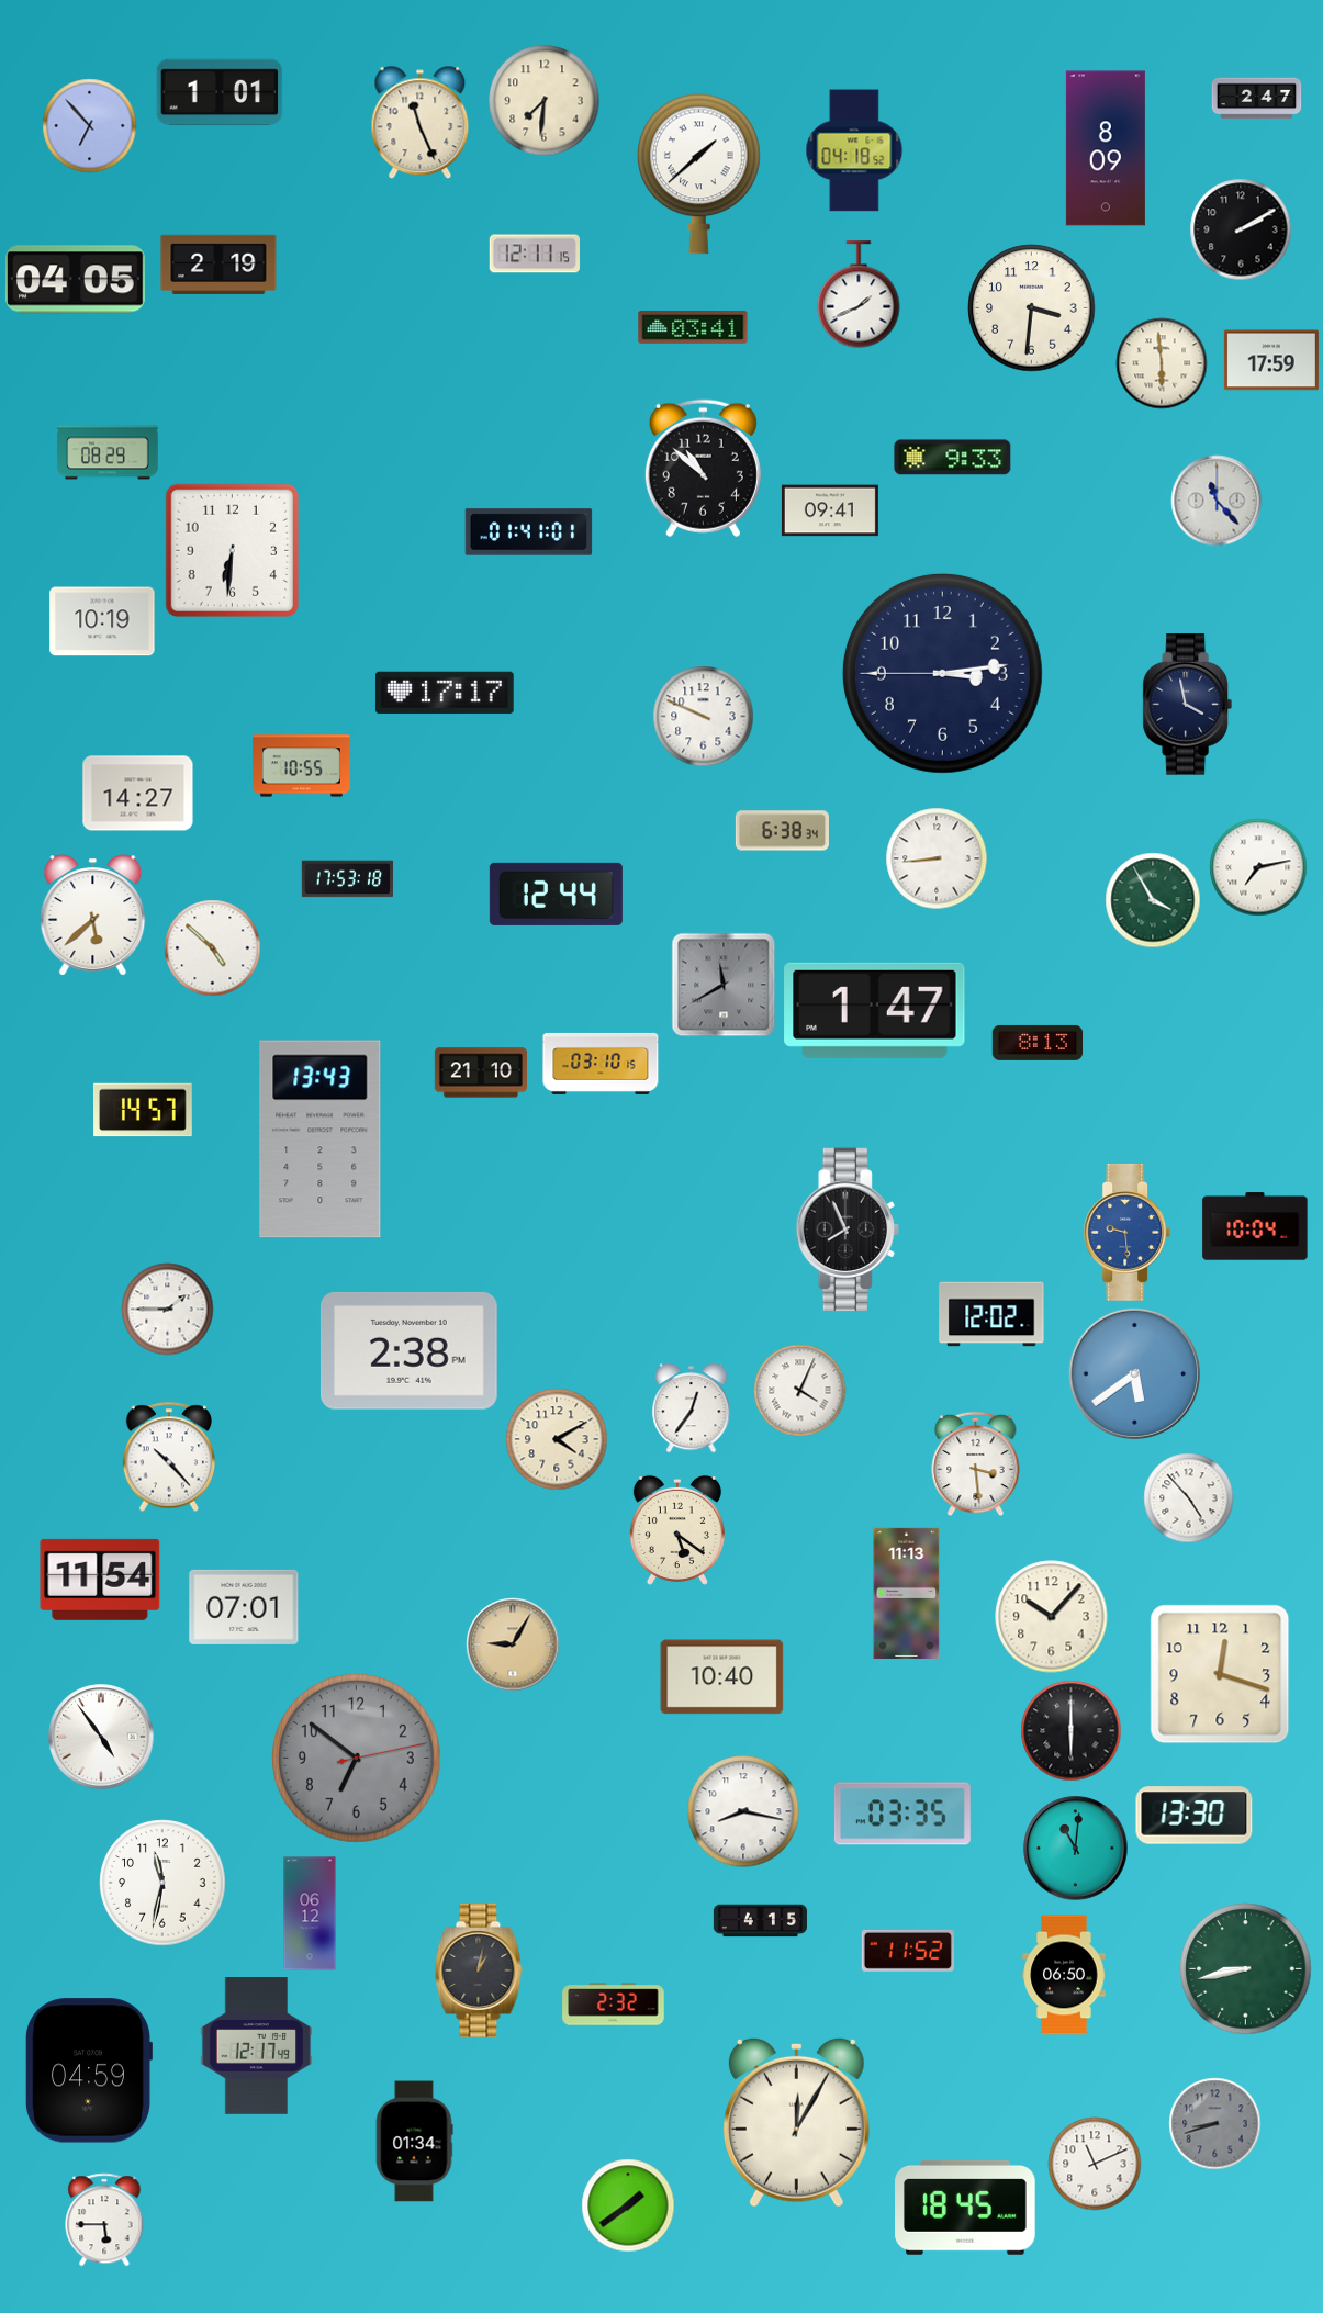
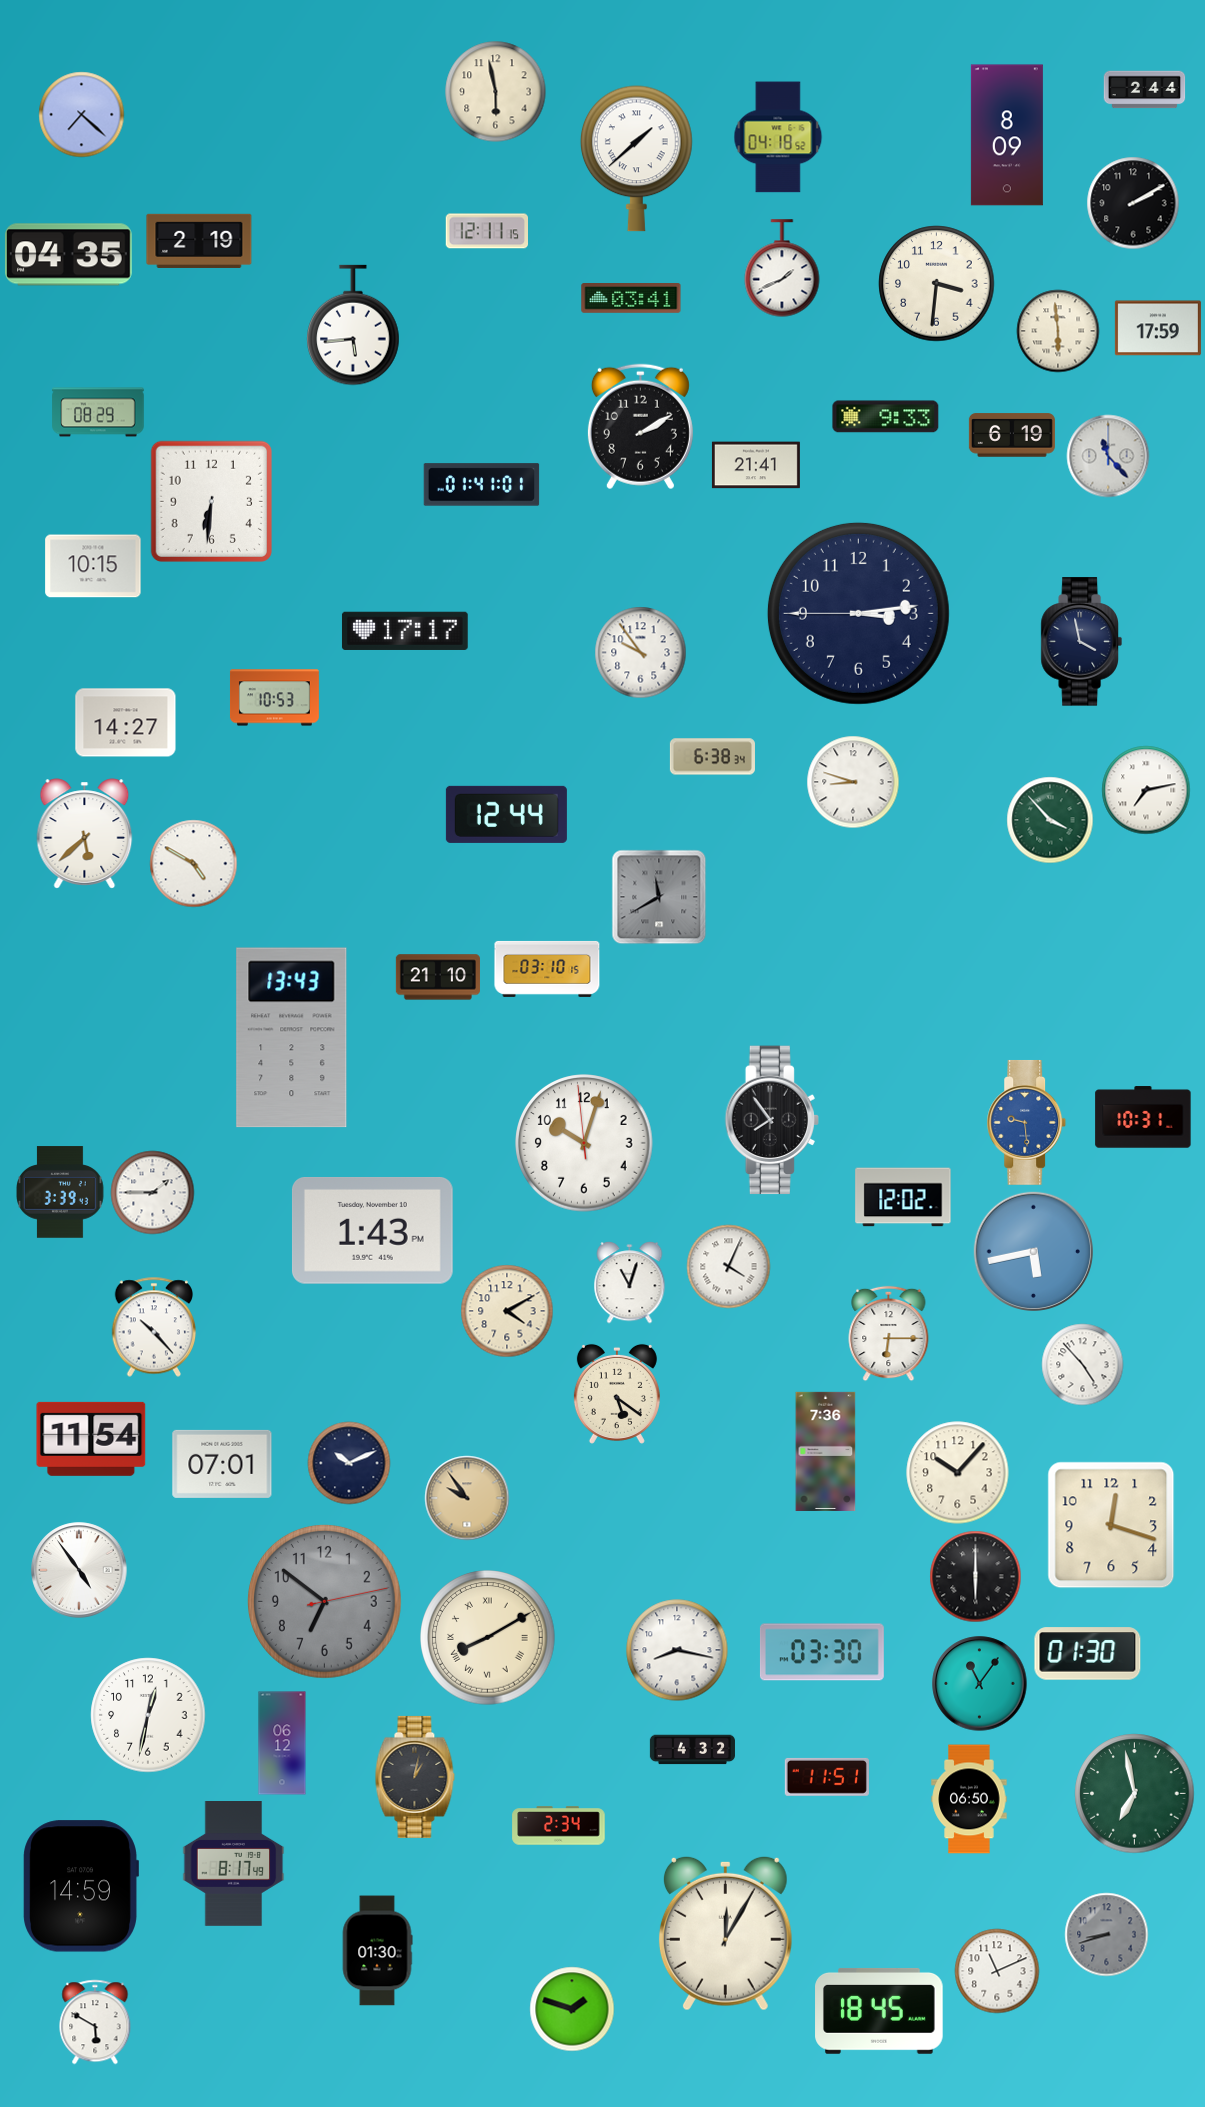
clock at (220, 92): 1:01 -> none
clock at (1257, 99): 2:47 -> 2:44
clock at (545, 101): 7:31 -> 5:58
clock at (421, 123): 11:26 -> none
clock at (90, 126): 6:53 -> 7:22
clock at (1241, 229) position: (1241, 229) -> (1133, 203)
clock at (76, 280): 04:05 -> 04:35
clock at (1032, 308) position: (1032, 308) -> (937, 284)
clock at (353, 325): none -> 5:44
clock at (953, 458) position: (953, 458) -> (886, 417)
clock at (703, 469): 10:52 -> 2:10
clock at (1012, 435): none -> 6:19
clock at (830, 510): 09:41 -> 21:41
clock at (102, 621): 10:19 -> 10:15
clock at (704, 717): 9:49 -> 9:54
clock at (301, 766): 10:55 -> 10:53
clock at (937, 858): 8:44 -> 8:48
clock at (347, 879): 17:53 -> none
clock at (1153, 900): 3:55 -> 3:53
clock at (213, 948): 4:52 -> 4:50
clock at (875, 1010): 1:47 -> none
clock at (1038, 1043): 8:13 -> none
clock at (144, 1110): 14:57 -> none
clock at (1255, 1226): 10:04 -> 10:31
clock at (848, 1230): 7:56 -> 7:54
clock at (584, 1143): none -> 10:02
clock at (60, 1192): none -> 3:39
clock at (408, 1351): 2:38 -> 1:43
clock at (1134, 1373): 5:39 -> 5:43
clock at (692, 1408): 12:36 -> 11:03
clock at (976, 1464): 3:29 -> 6:15
clock at (907, 1593): 11:13 -> 7:36
clock at (349, 1463): none -> 10:11
clock at (513, 1644): 9:05 -> 9:54
clock at (722, 1677): 10:40 -> none
clock at (101, 1737) position: (101, 1737) -> (79, 1570)
clock at (488, 1638): none -> 8:10
clock at (902, 1814): 03:35 -> 03:30
clock at (1195, 1816): 13:30 -> 01:30
clock at (1076, 1849): 11:01 -> 11:06
clock at (162, 1883): 11:32 -> 12:32
clock at (760, 1921): 4:15 -> 4:32
clock at (908, 1951): 11:52 -> 11:51
clock at (1246, 1969): 8:43 -> 6:58
clock at (479, 1970) position: (479, 1970) -> (415, 1777)
clock at (614, 2005): 2:32 -> 2:34
clock at (257, 2046): 12:17 -> 8:17
clock at (89, 2070): 04:59 -> 14:59
clock at (414, 2142): 01:34 -> 01:30
clock at (628, 2205): 1:39 -> 1:48
clock at (104, 2220): 5:45 -> 5:50
